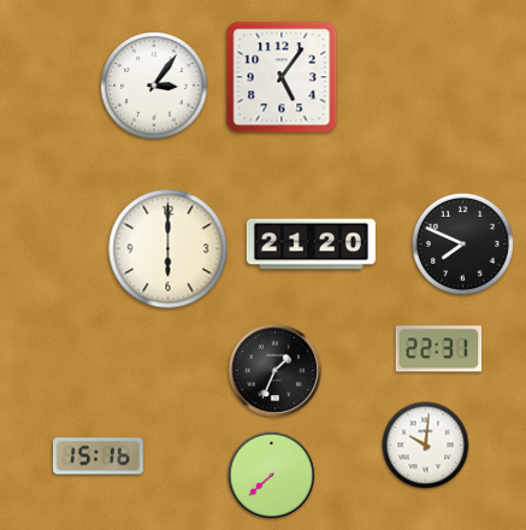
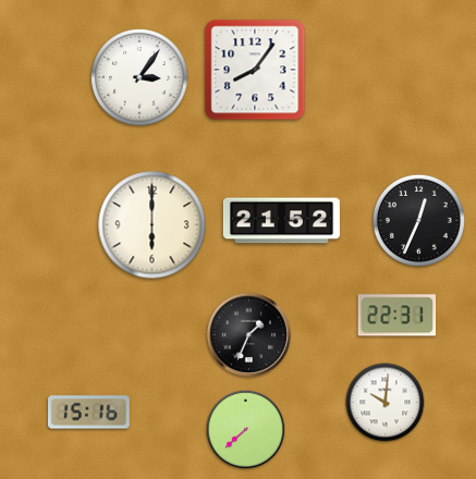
clock at (282, 77): 5:06 -> 8:06
clock at (462, 243): 7:49 -> 12:34
clock at (311, 245): 21:20 -> 21:52
